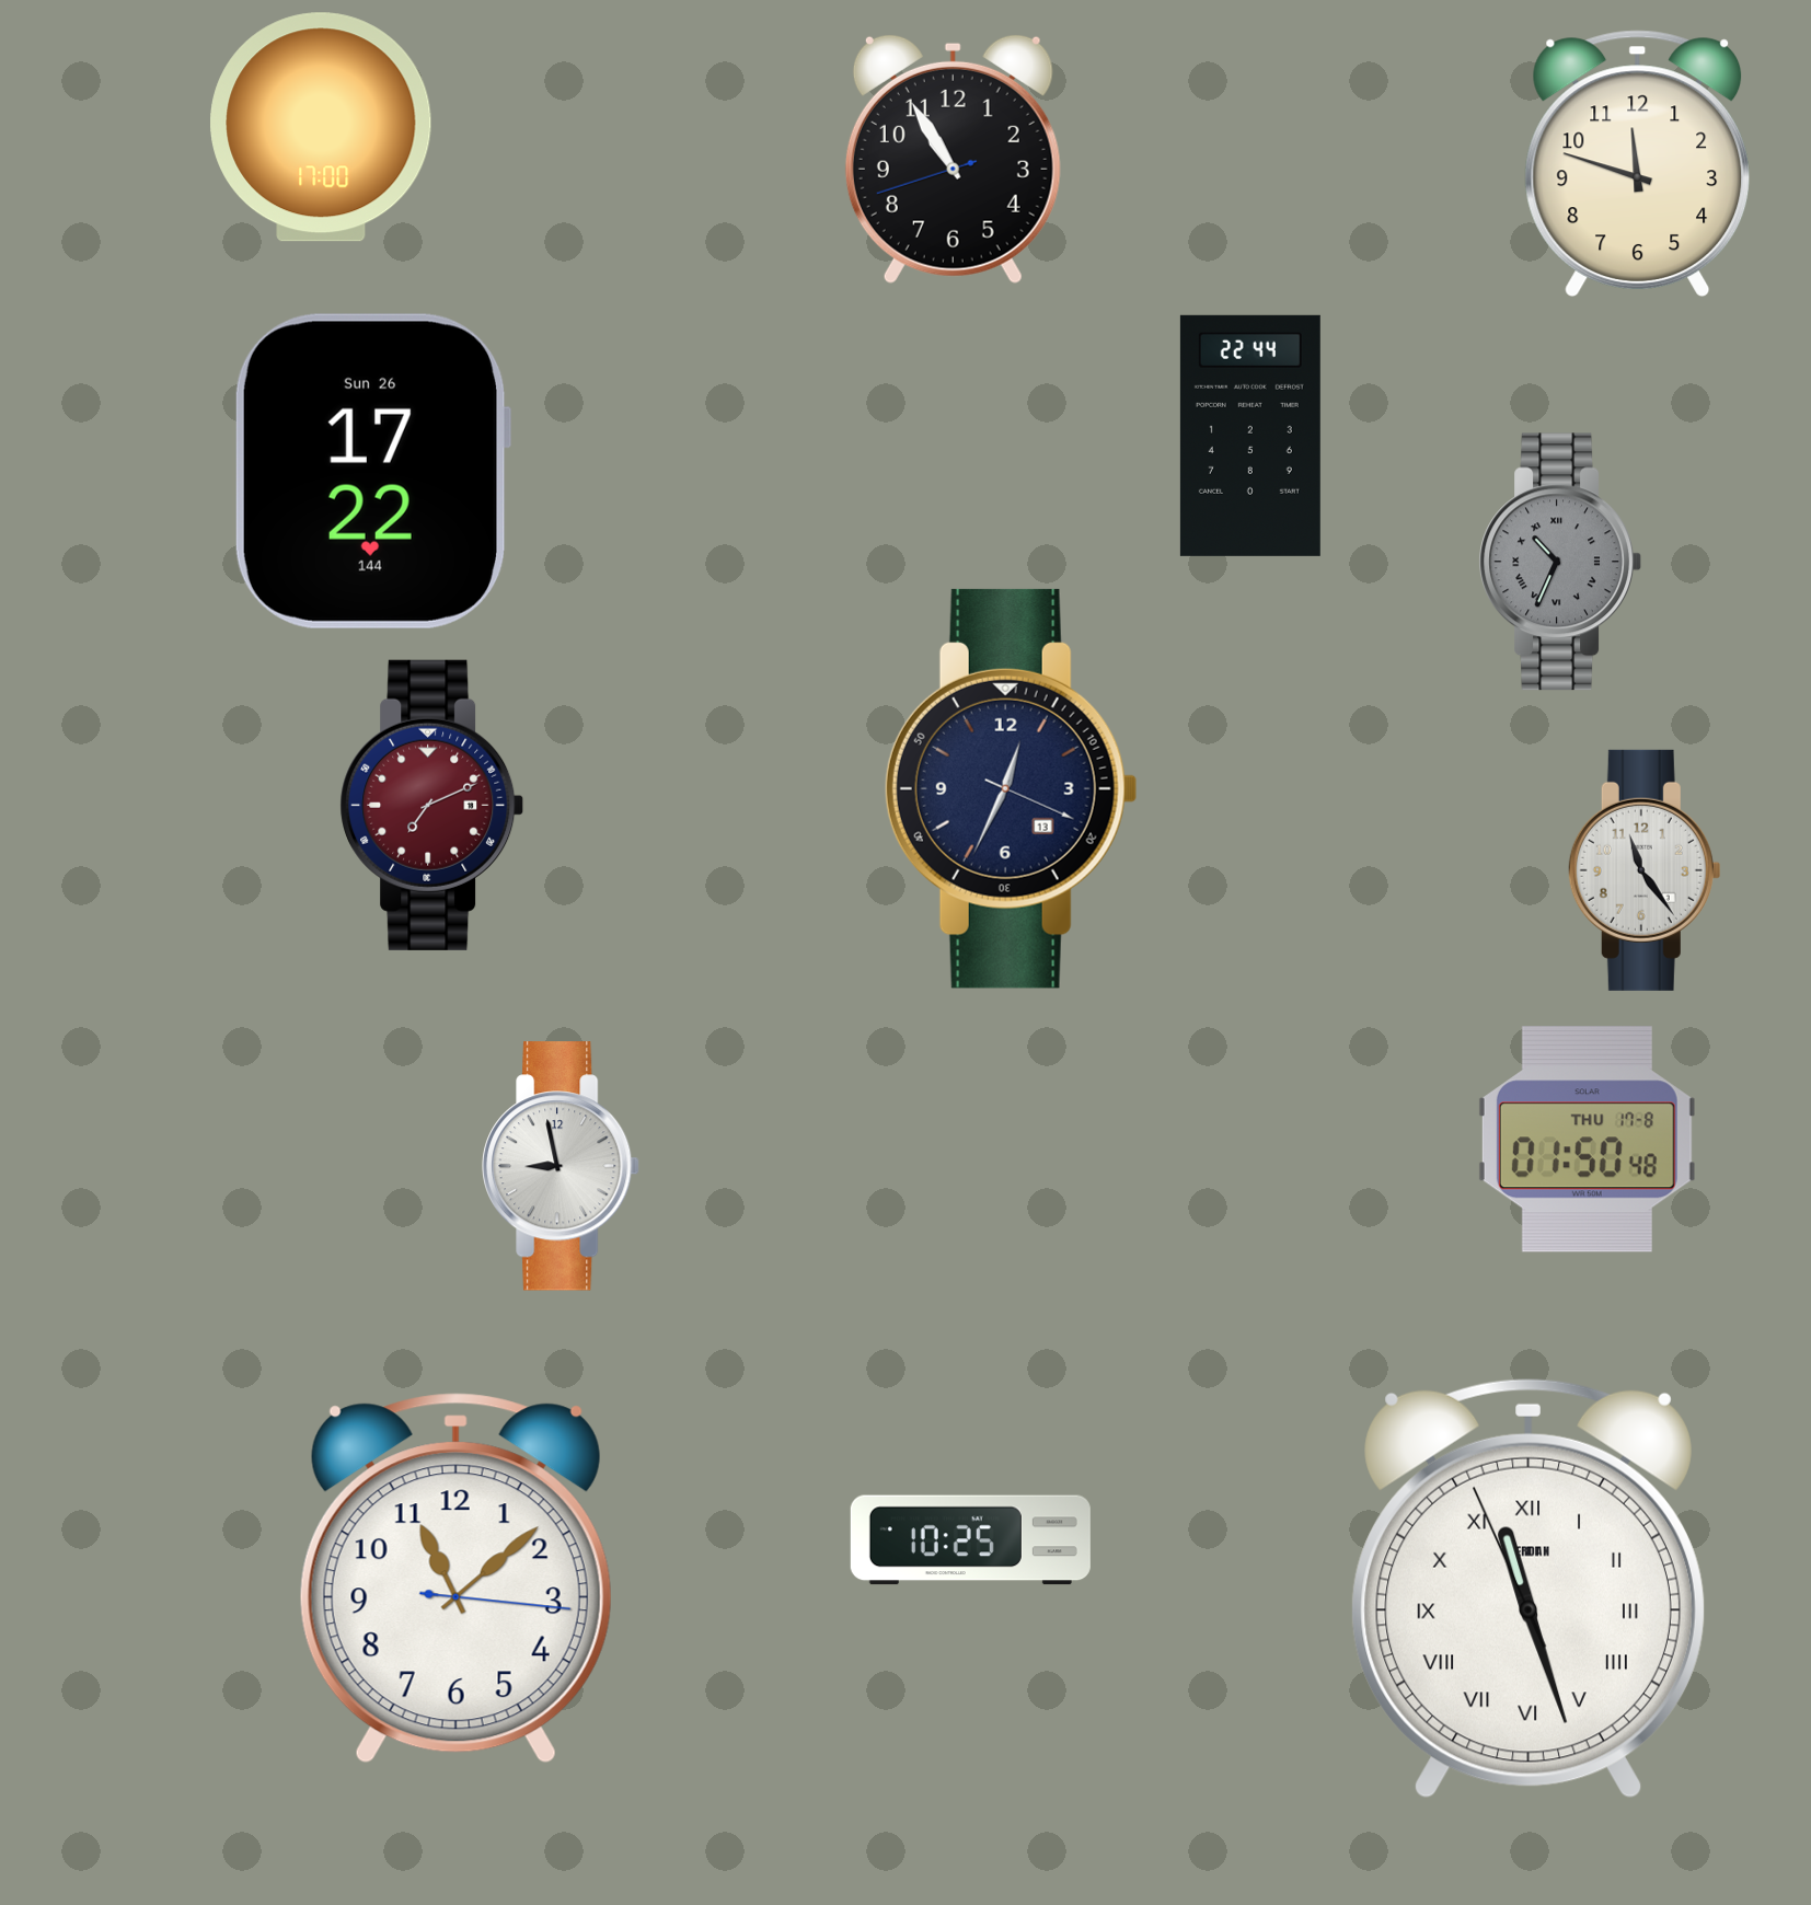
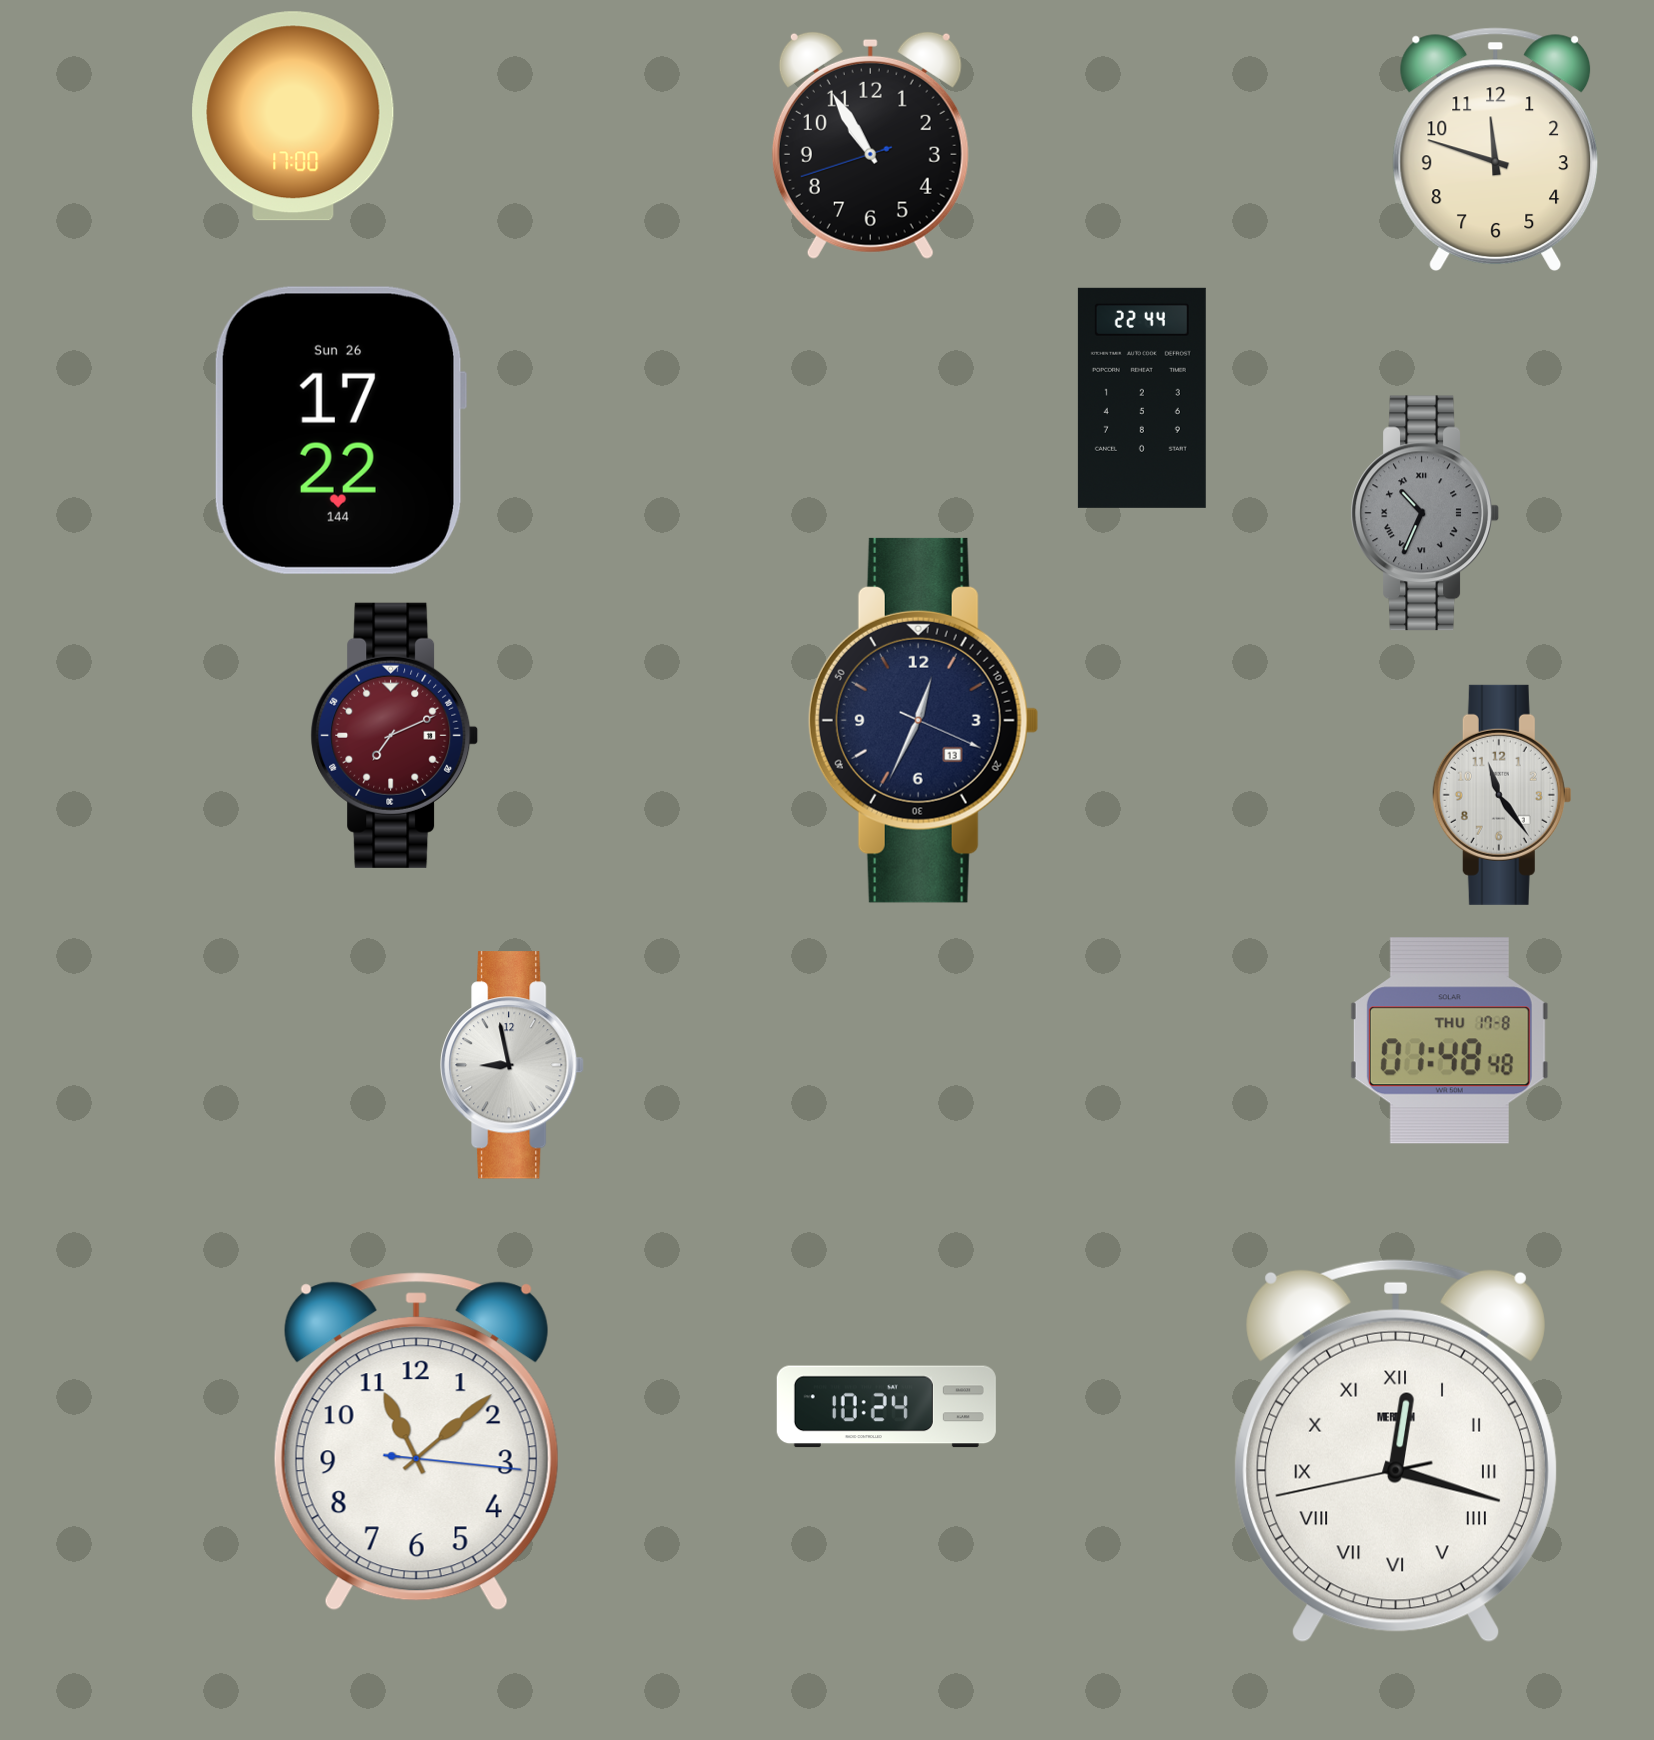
clock at (1587, 1140): 01:50 -> 01:48
clock at (970, 1540): 10:25 -> 10:24
clock at (1529, 1589): 11:26 -> 12:17
